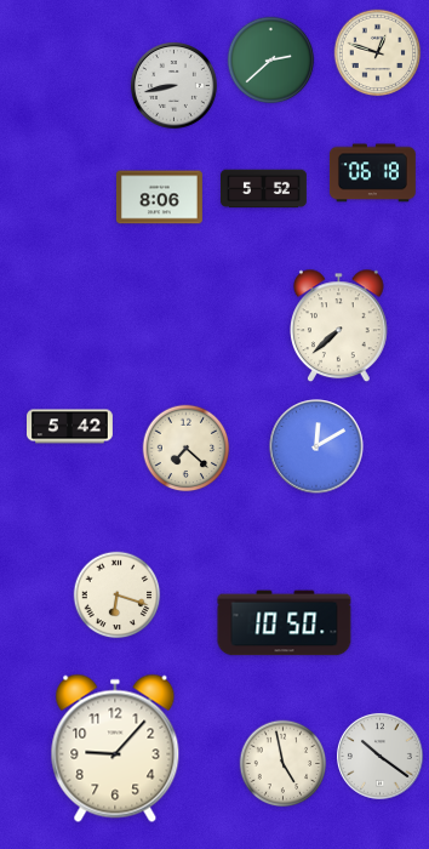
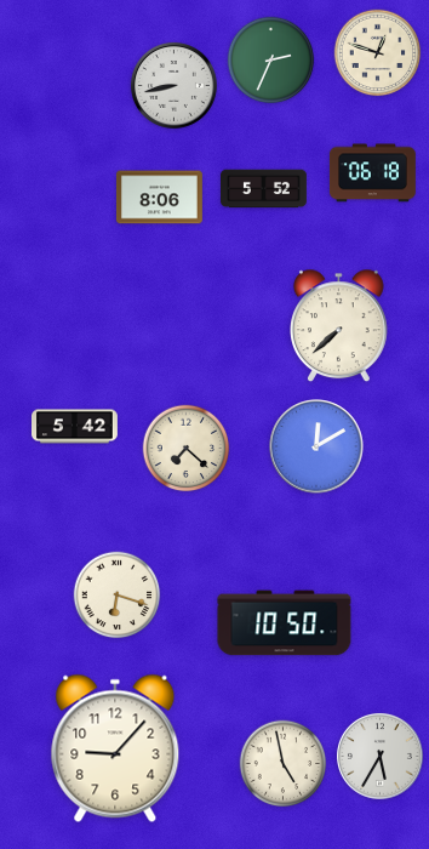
clock at (271, 61): 2:38 -> 2:34
clock at (70, 427) position: (70, 427) -> (75, 427)
clock at (379, 756): 10:21 -> 5:35
